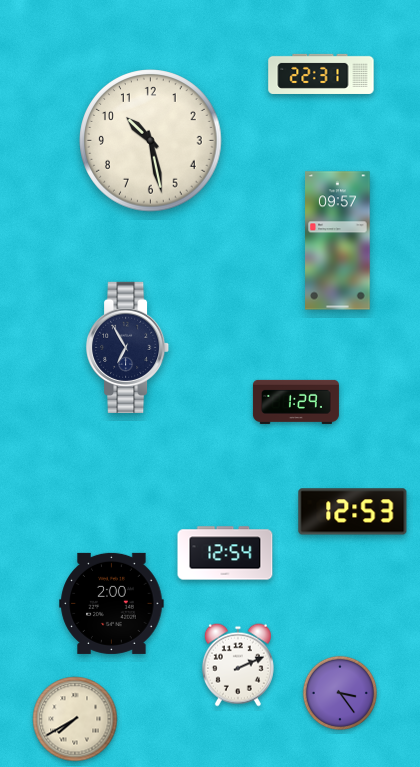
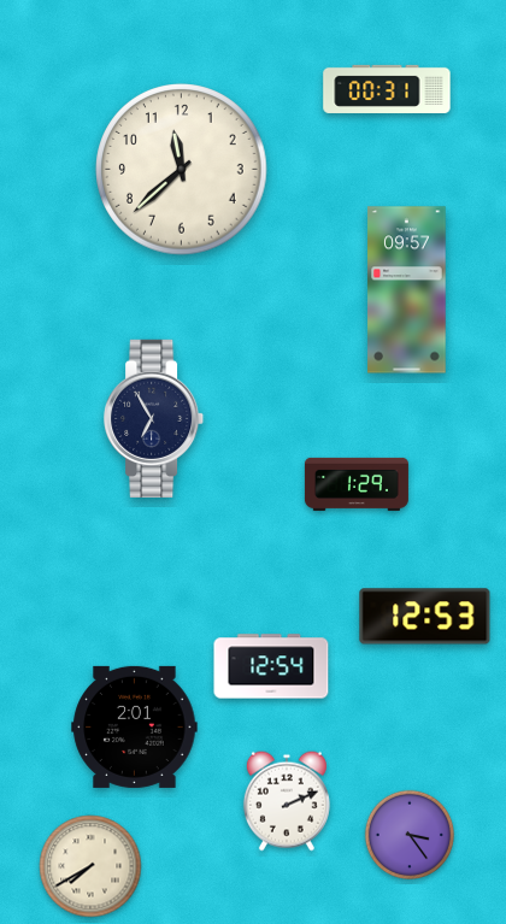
clock at (321, 74): 22:31 -> 00:31
clock at (151, 141): 10:28 -> 11:38
clock at (112, 603): 2:00 -> 2:01
